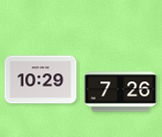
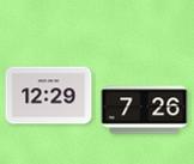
clock at (41, 80): 10:29 -> 12:29
